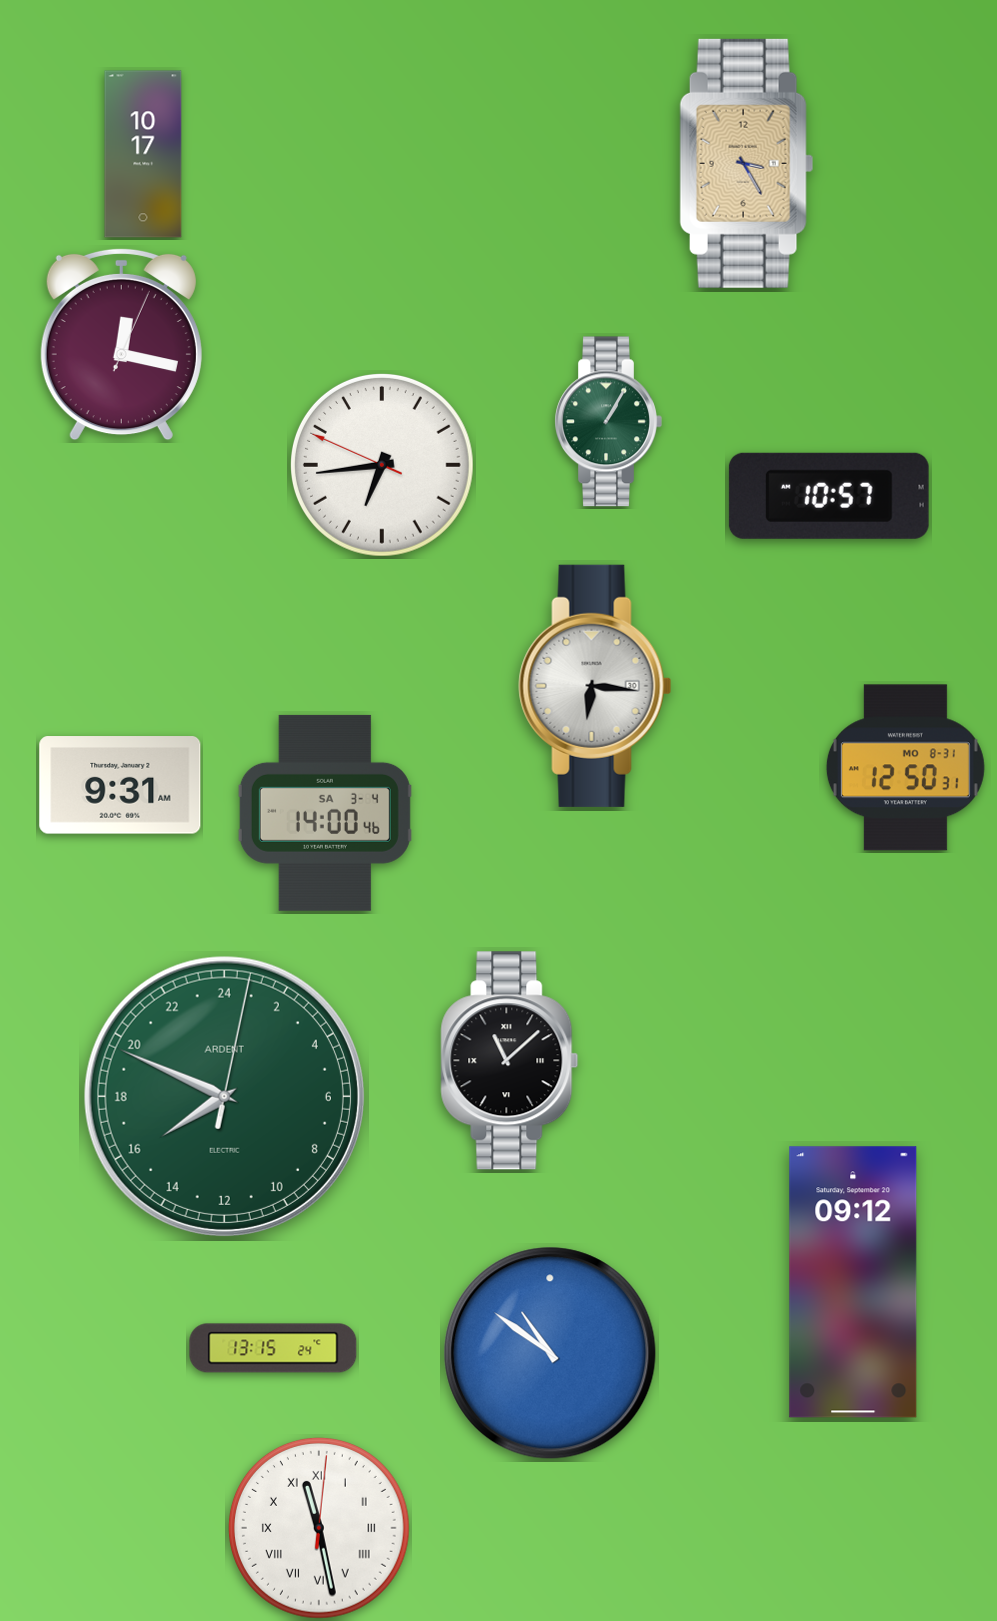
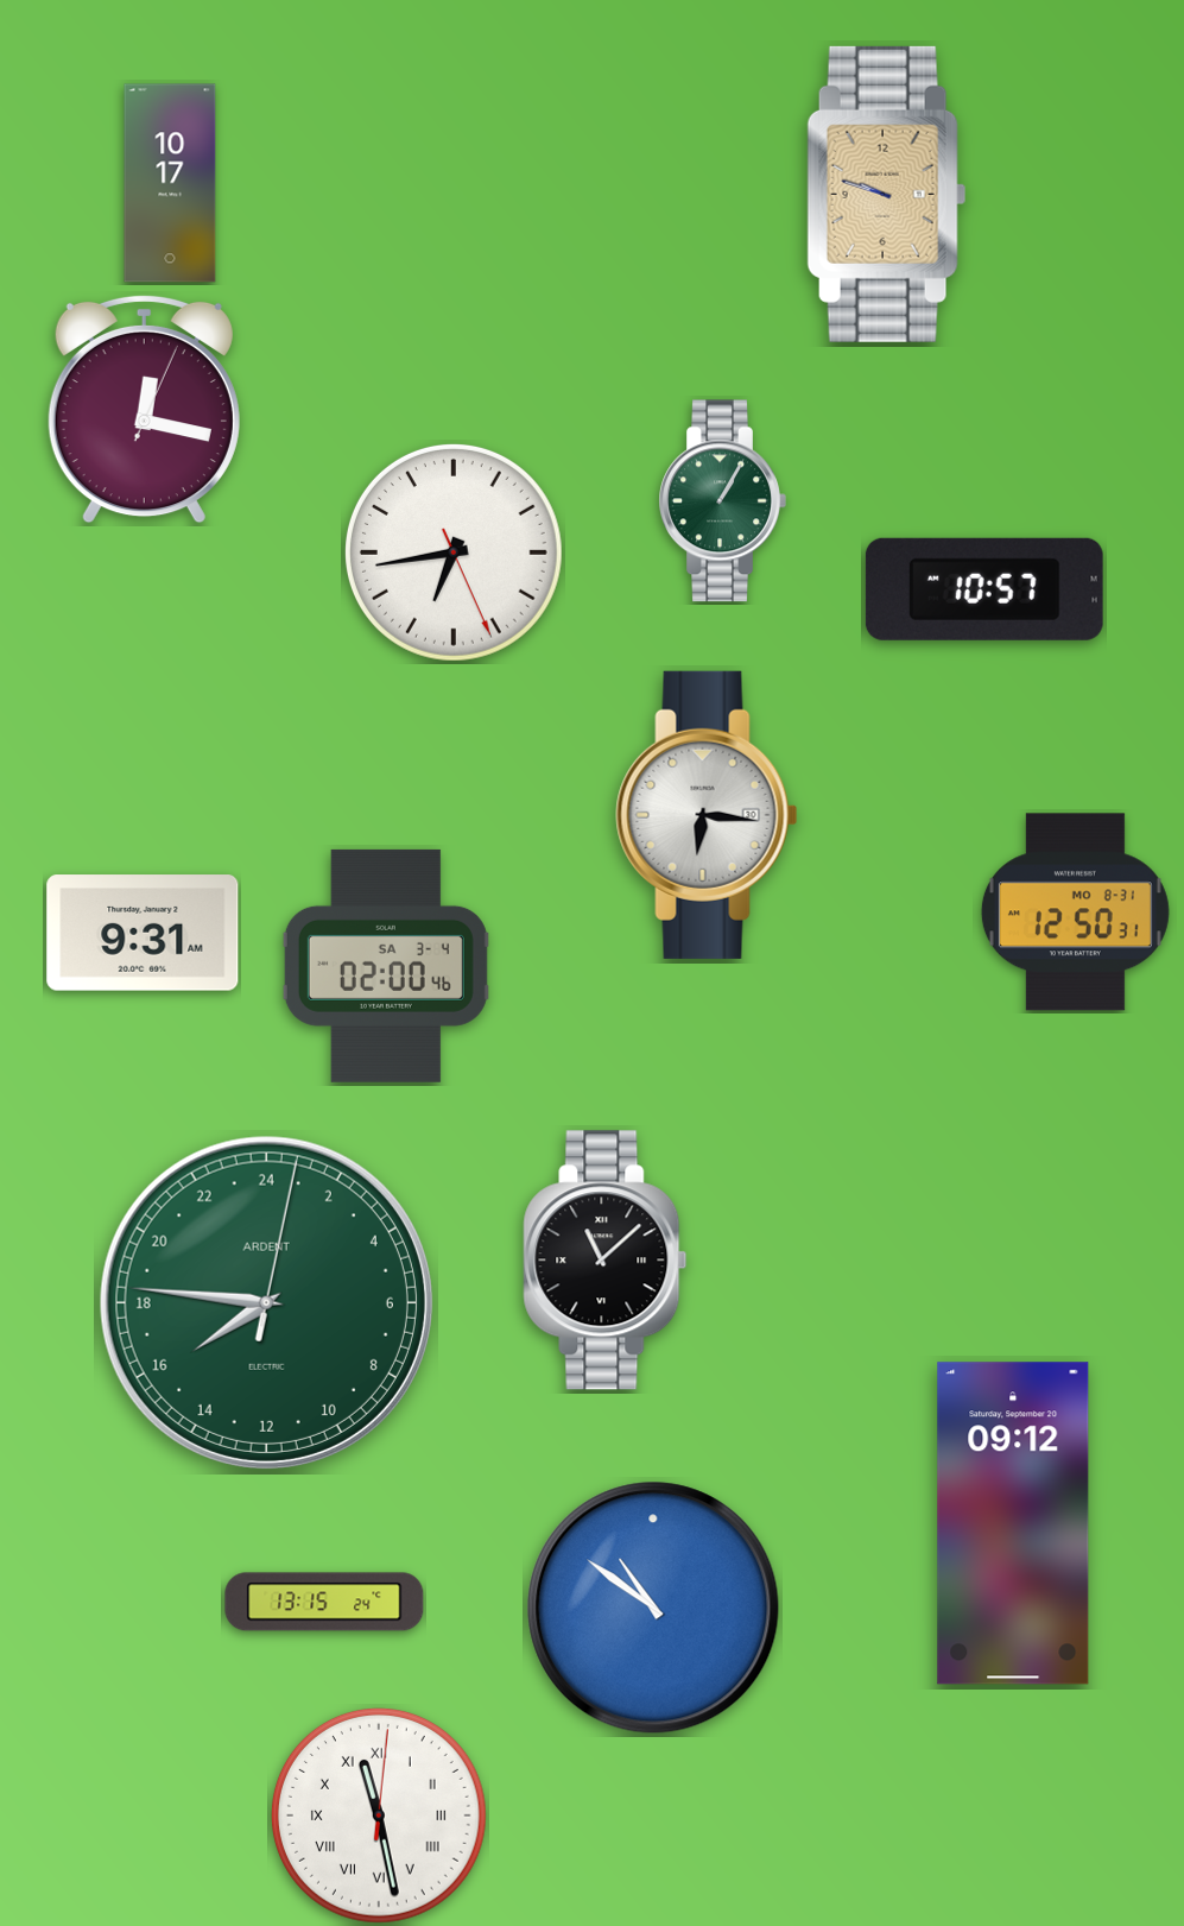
clock at (747, 163): 3:25 -> 9:48
clock at (382, 465): 6:43:49 -> 6:43:26
clock at (325, 813): 14:00 -> 02:00
clock at (224, 1096): 15:49 -> 15:46
